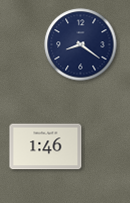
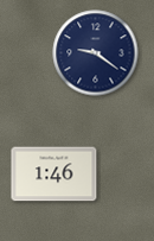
clock at (81, 45): 8:21 -> 9:21
